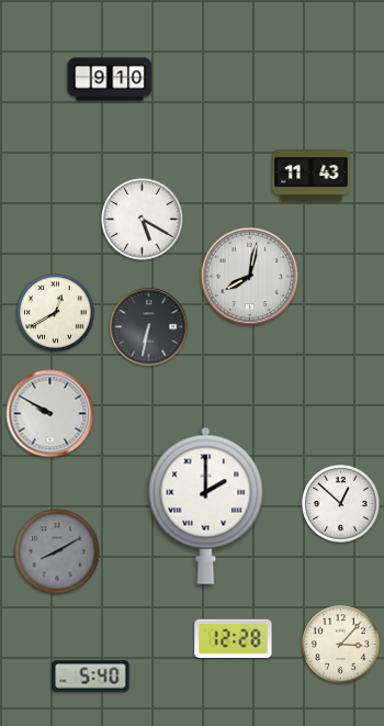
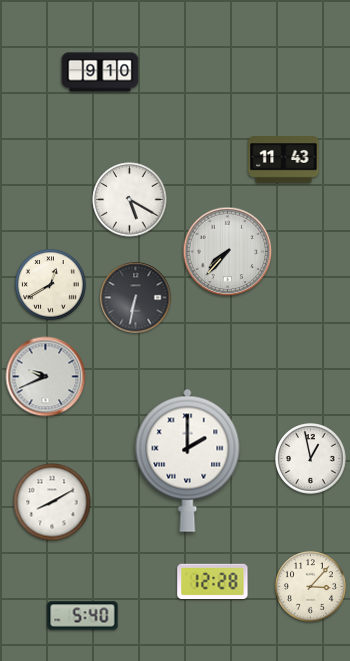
clock at (250, 277): 8:02 -> 7:37
clock at (50, 414): 9:50 -> 9:41
clock at (341, 504): 12:52 -> 12:58
clock at (57, 551) dial: grey -> white
